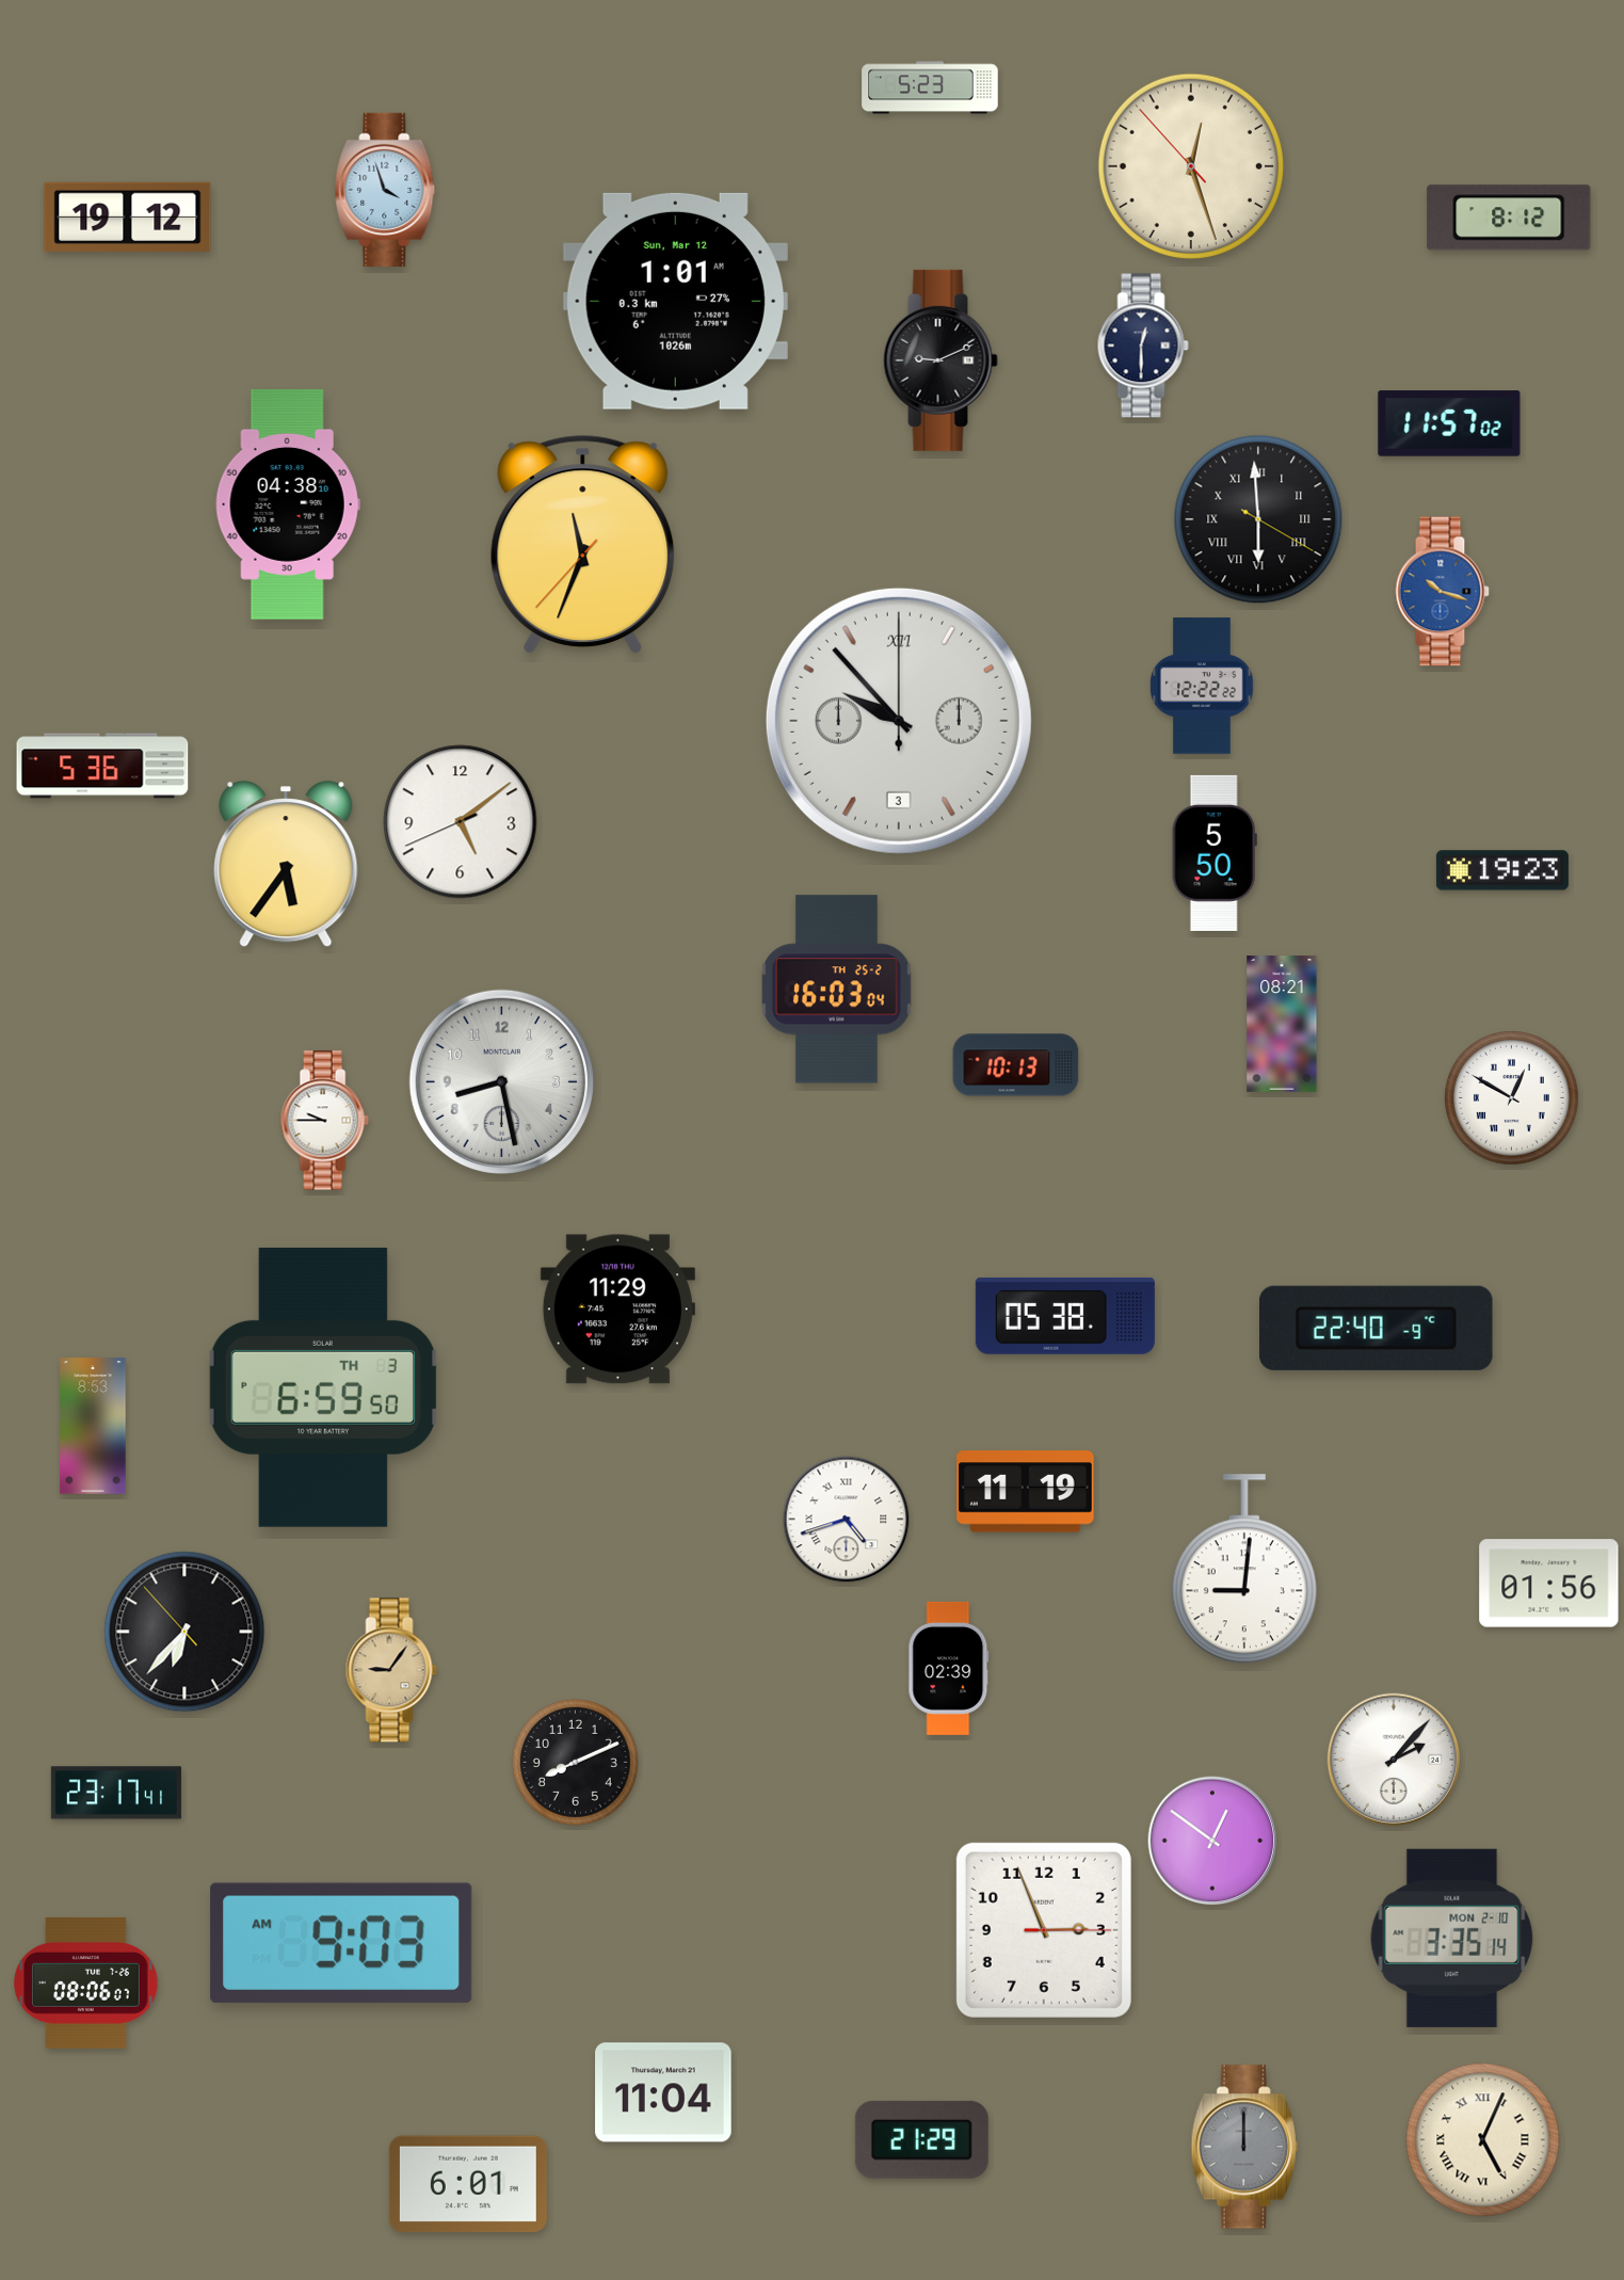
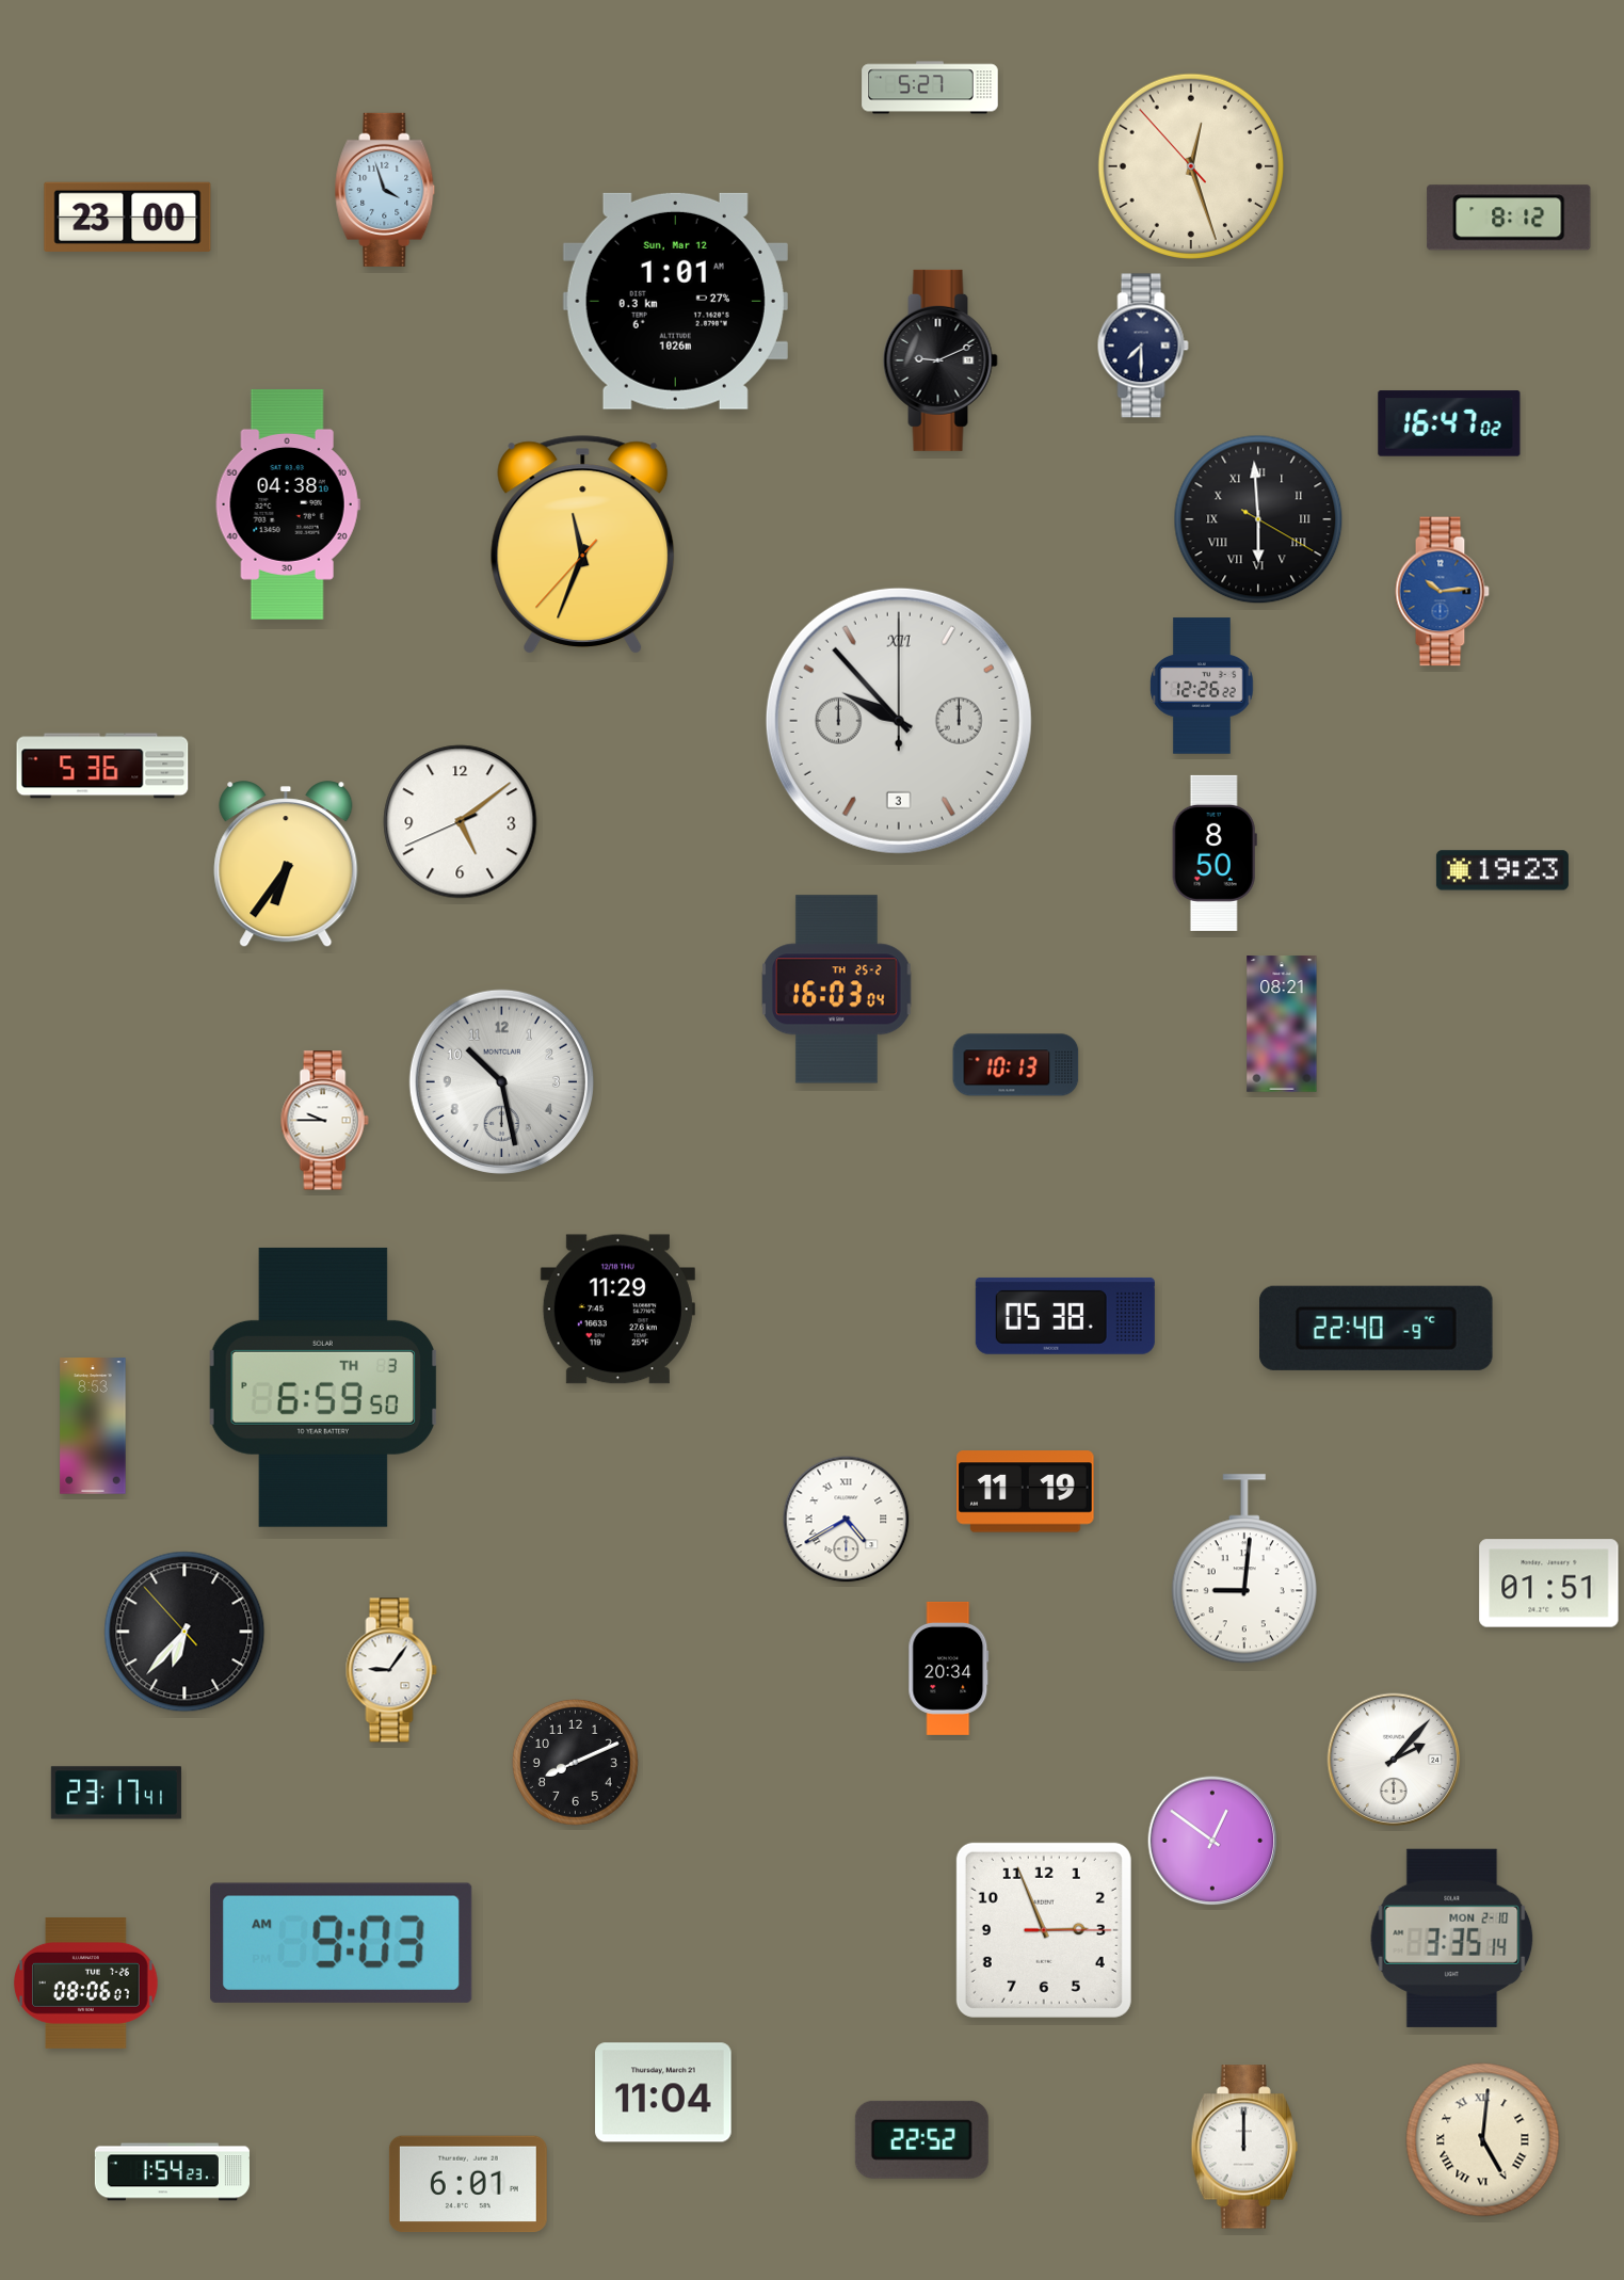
clock at (930, 87): 5:23 -> 5:27
clock at (128, 218): 19:12 -> 23:00
clock at (1143, 346): 12:30 -> 7:30
clock at (1449, 423): 11:57 -> 16:47
clock at (1442, 592): 10:18 -> 10:14
clock at (1202, 686): 12:22 -> 12:26
clock at (1215, 853): 5:50 -> 8:50
clock at (286, 865): 5:36 -> 6:36
clock at (501, 1081): 8:28 -> 10:28
clock at (1512, 1098): 12:50 -> none
clock at (847, 1520): 4:42 -> 4:40
clock at (1549, 1584): 01:56 -> 01:51
clock at (949, 1668): 02:39 -> 20:34
clock at (391, 1670) dial: champagne -> white
clock at (921, 2139): 21:29 -> 22:52
clock at (1483, 2140): 5:04 -> 5:01
clock at (1244, 2147) dial: grey -> white
clock at (172, 2172): none -> 1:54
